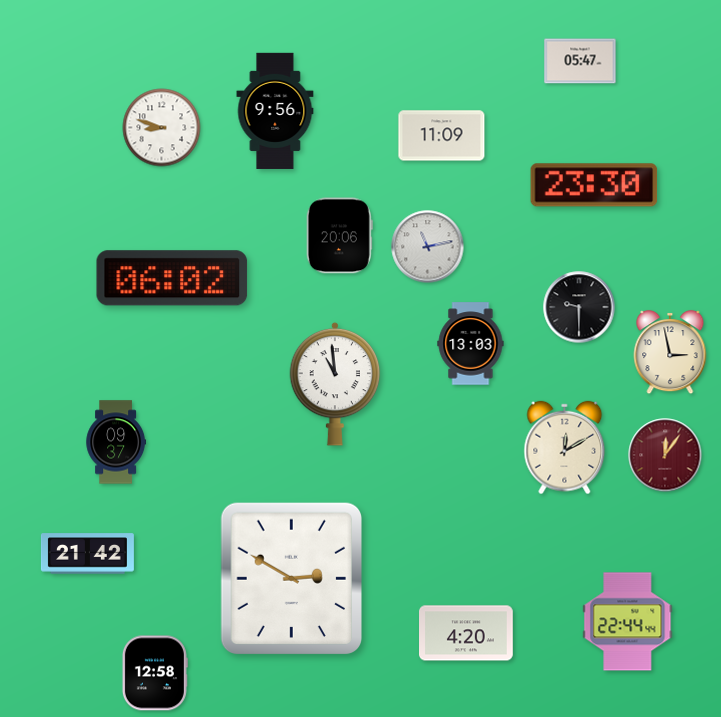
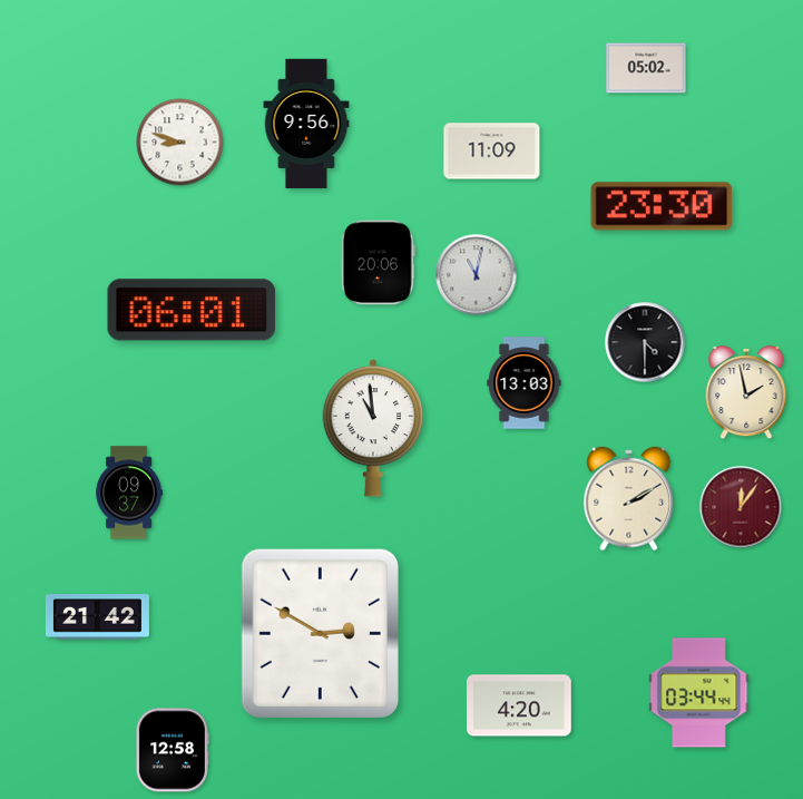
clock at (580, 61): 05:47 -> 05:02
clock at (428, 247): 11:13 -> 11:02
clock at (172, 278): 06:02 -> 06:01
clock at (579, 307): 9:30 -> 4:30
clock at (670, 352): 2:58 -> 1:58
clock at (565, 448): 12:10 -> 2:10
clock at (291, 579) position: (291, 579) -> (320, 634)
clock at (628, 622): 22:44 -> 03:44
